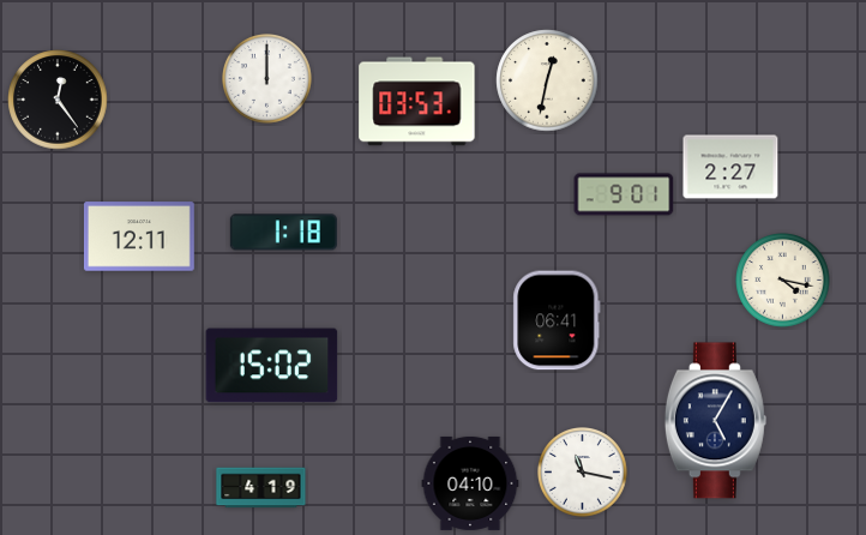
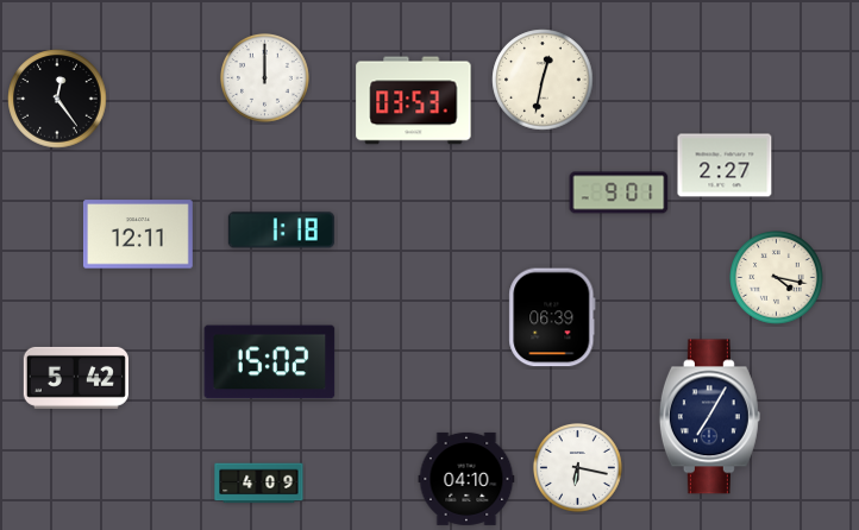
clock at (557, 320): 06:41 -> 06:39
clock at (76, 378): none -> 5:42
clock at (715, 421): 5:05 -> 7:05
clock at (583, 473): 11:17 -> 6:17
clock at (261, 488): 4:19 -> 4:09
